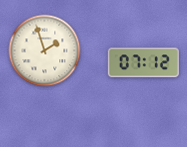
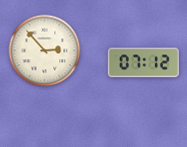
clock at (45, 51): 1:57 -> 2:53
